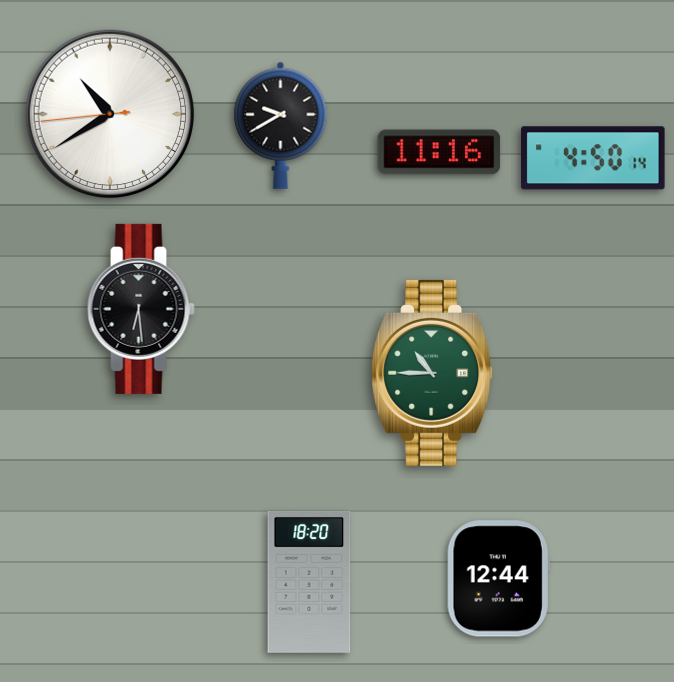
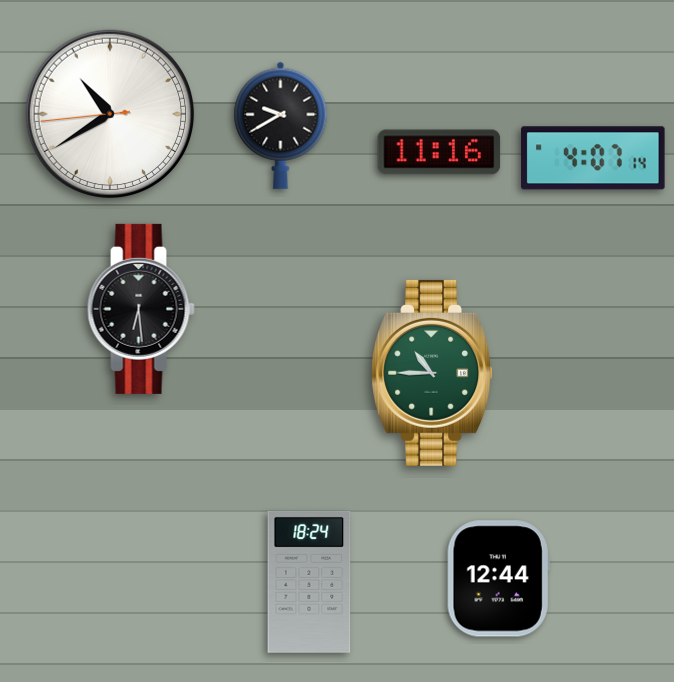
clock at (593, 158): 4:50 -> 4:07
clock at (309, 582): 18:20 -> 18:24
